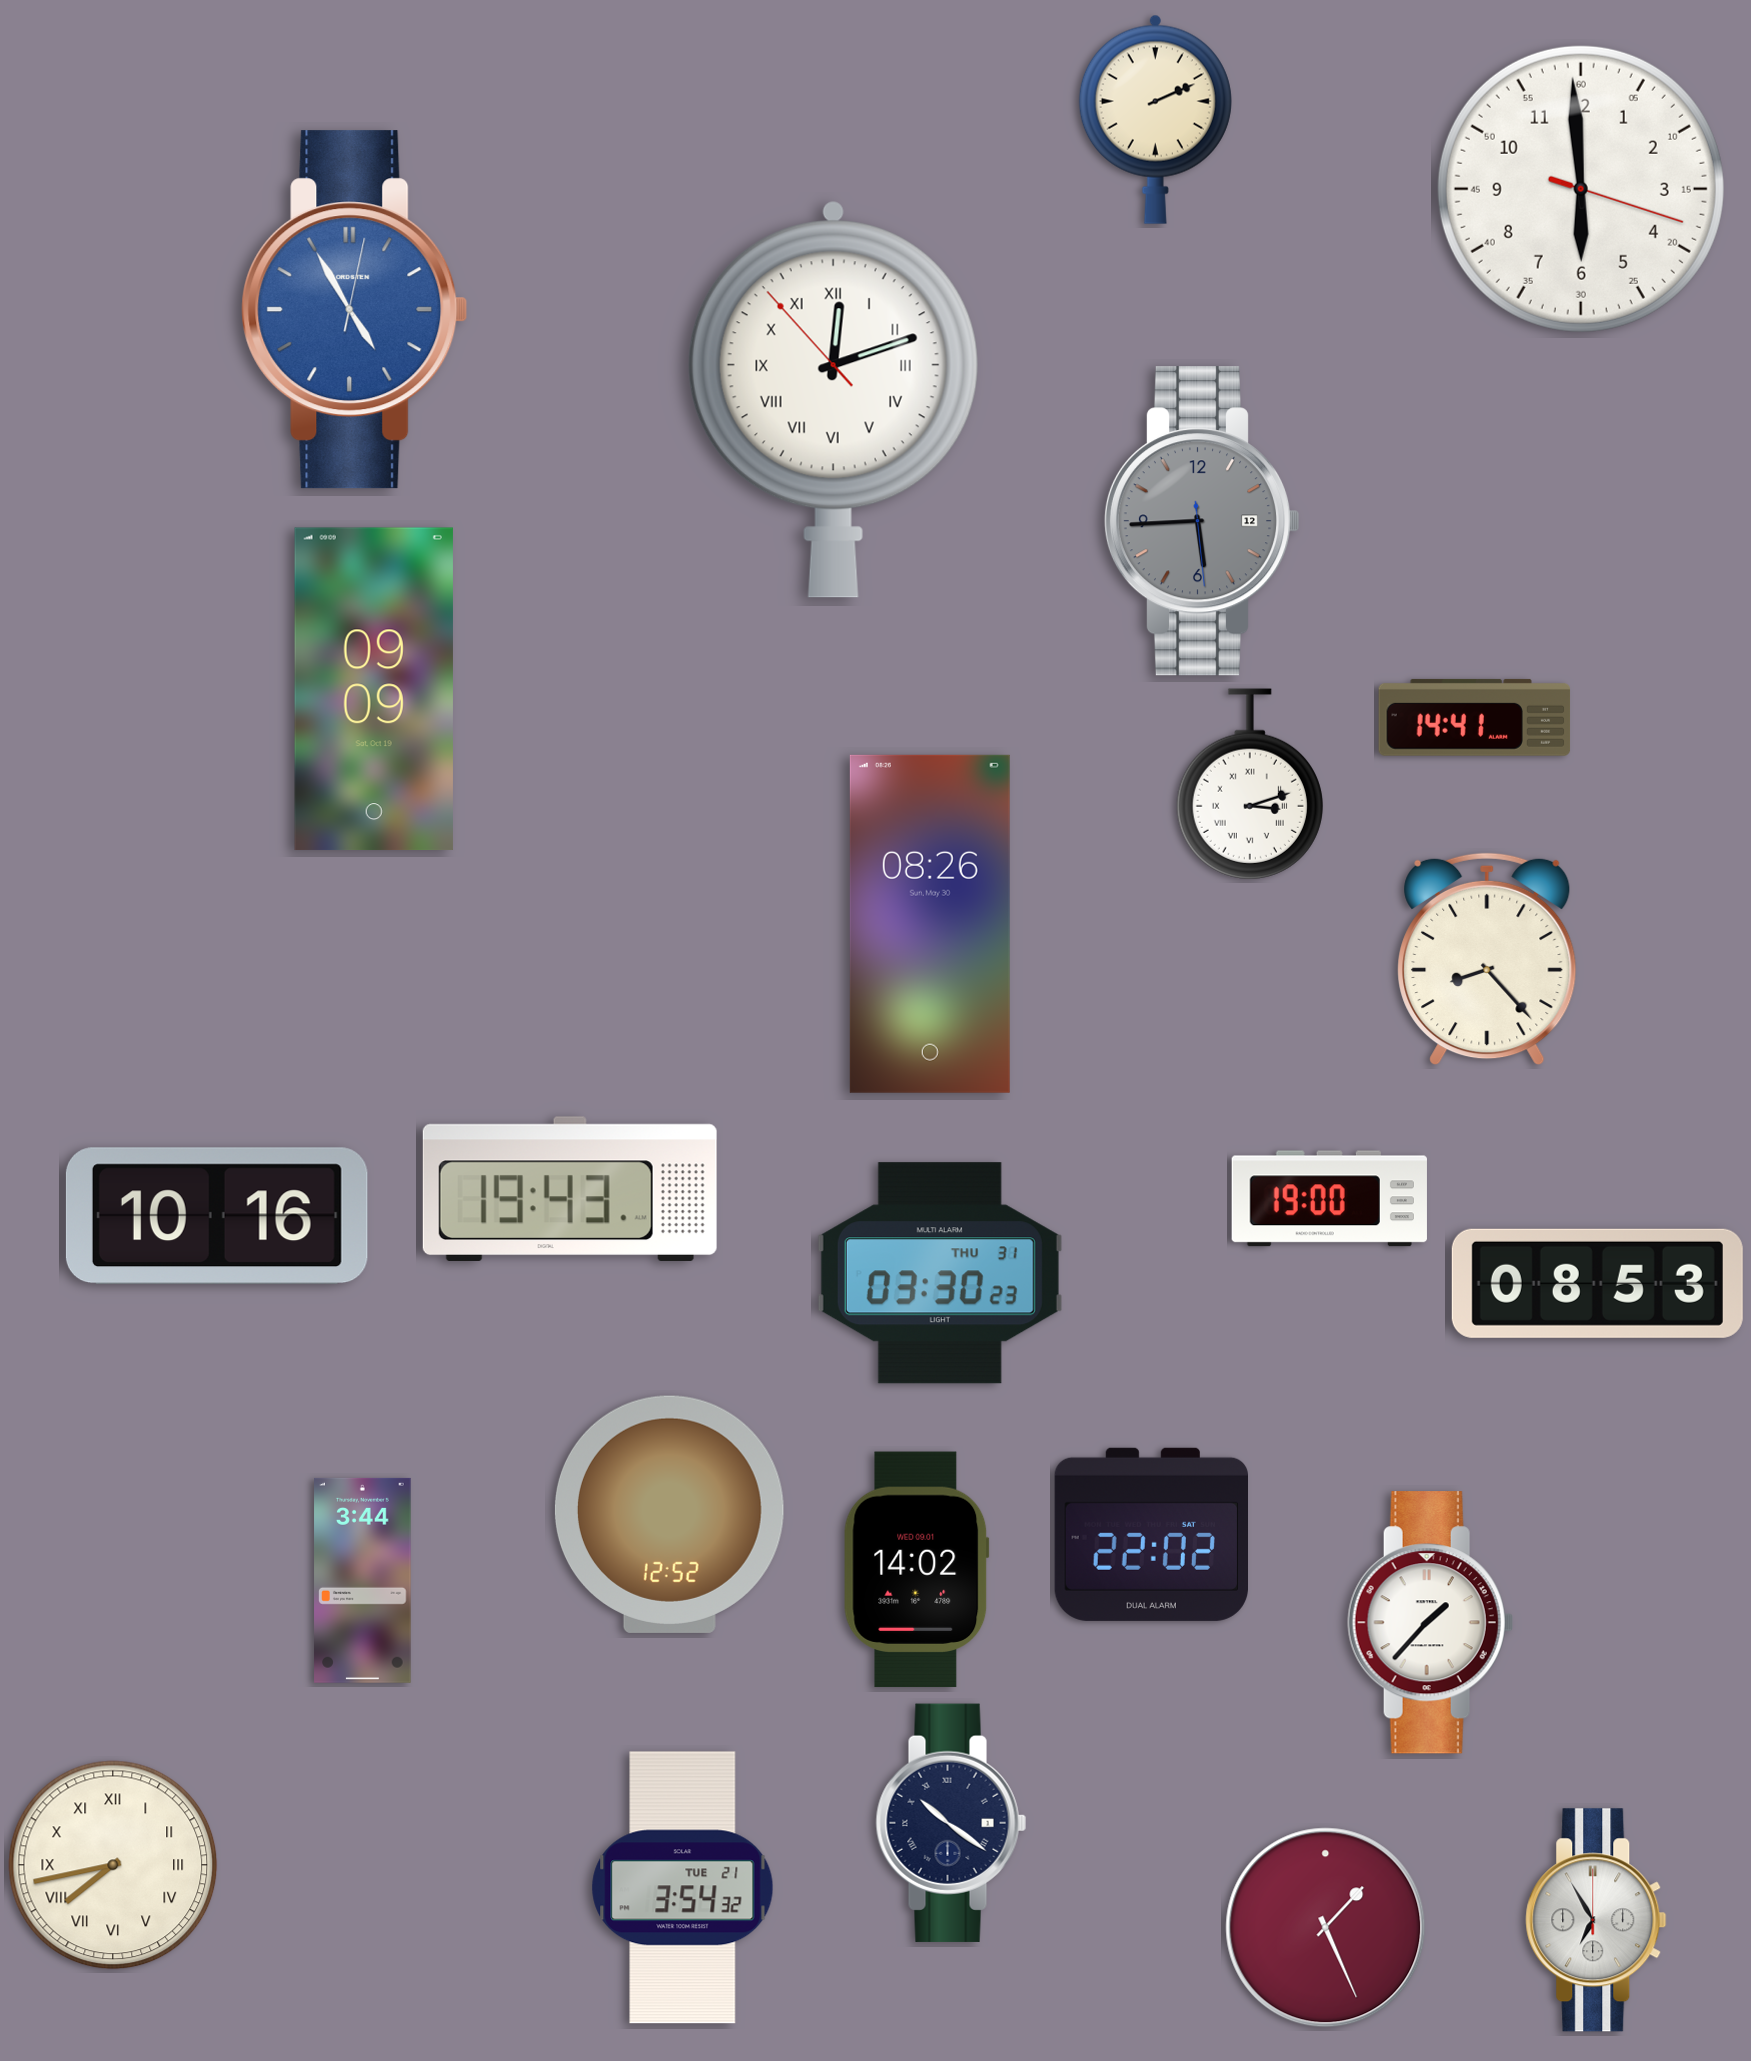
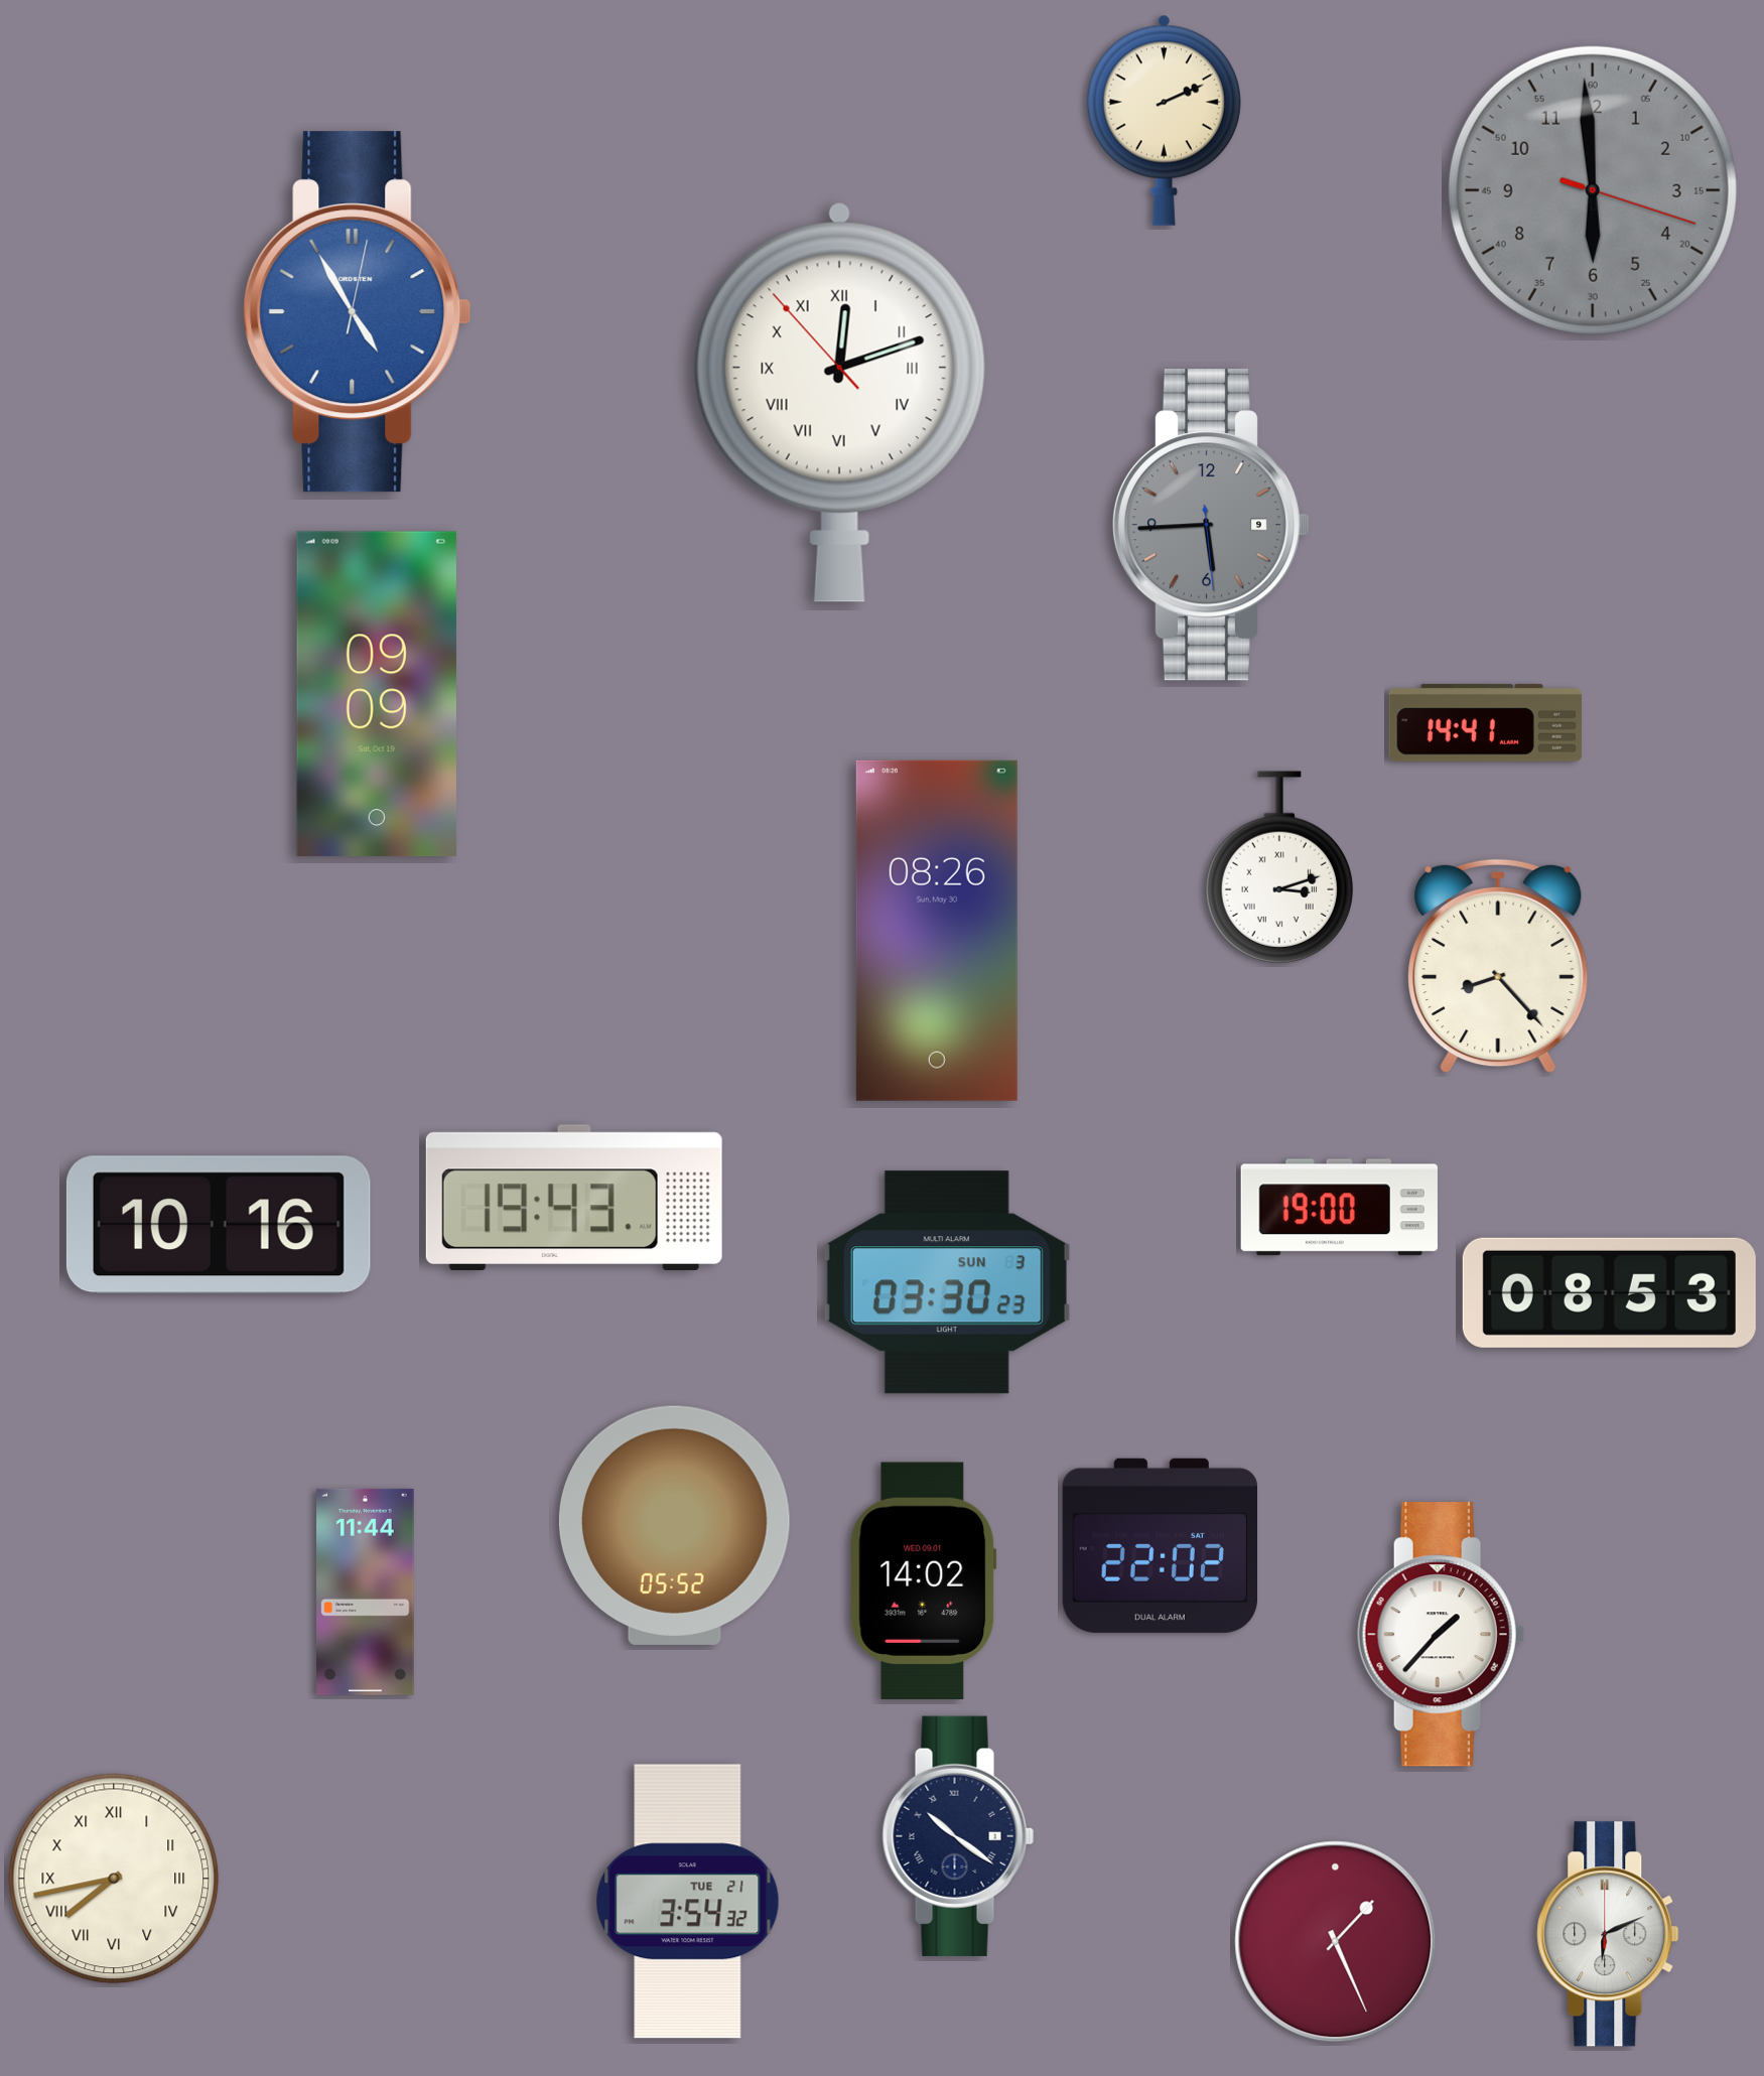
clock at (1581, 189) dial: white -> grey
clock at (1202, 521) date: 12 -> 9
clock at (1250, 784) position: (1250, 784) -> (1279, 867)
clock at (940, 1273) date: THU 31 -> SUN 3
clock at (669, 1514): 12:52 -> 05:52
clock at (363, 1580): 3:44 -> 11:44
clock at (1596, 1920): 6:55 -> 6:11
